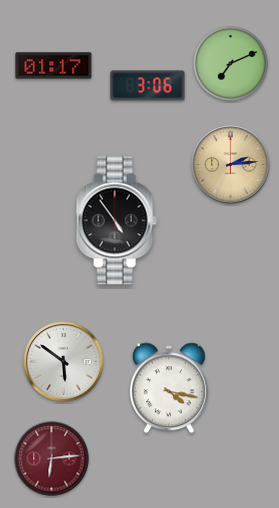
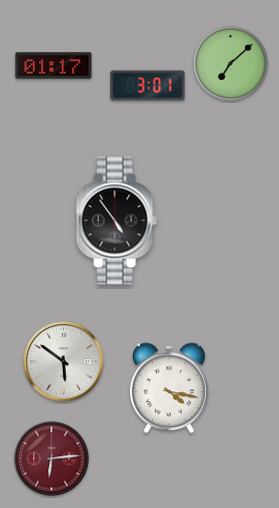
clock at (231, 64): 7:11 -> 7:08
clock at (148, 86): 3:06 -> 3:01
clock at (231, 165): 2:14 -> none
